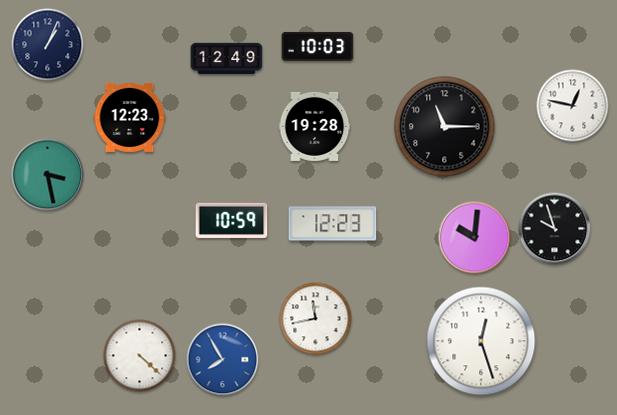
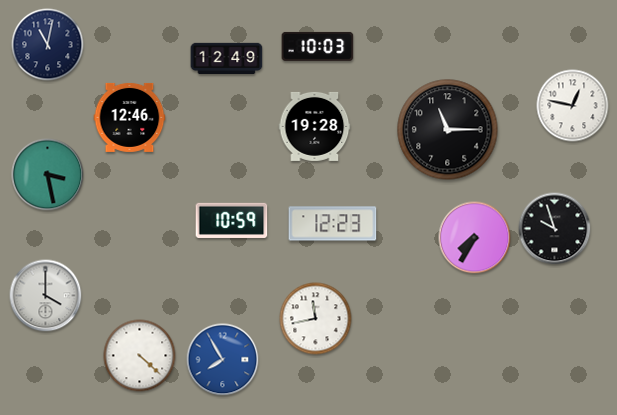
clock at (48, 45): 1:04 -> 11:02
clock at (130, 117): 12:23 -> 12:46
clock at (445, 127) position: (445, 127) -> (448, 130)
clock at (475, 238): 10:01 -> 7:35
clock at (46, 296): none -> 4:00
clock at (481, 341): 12:27 -> none
